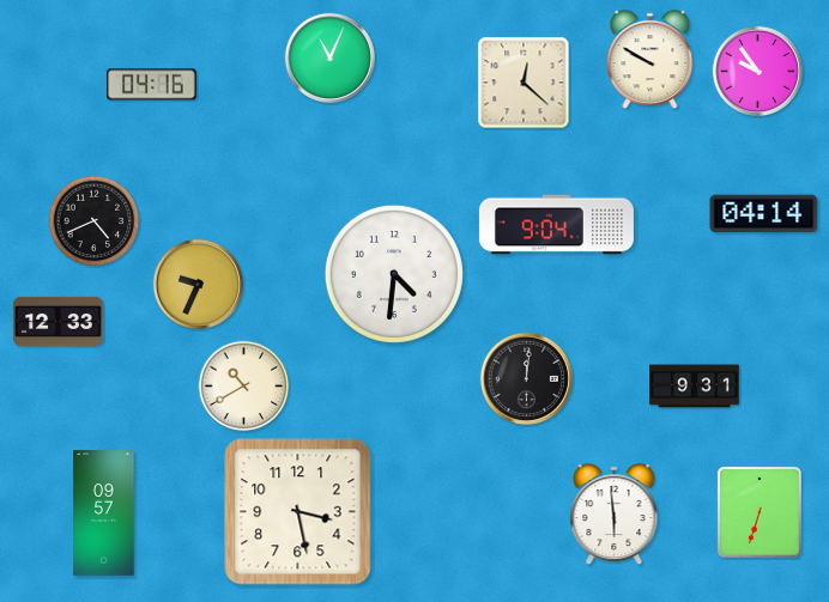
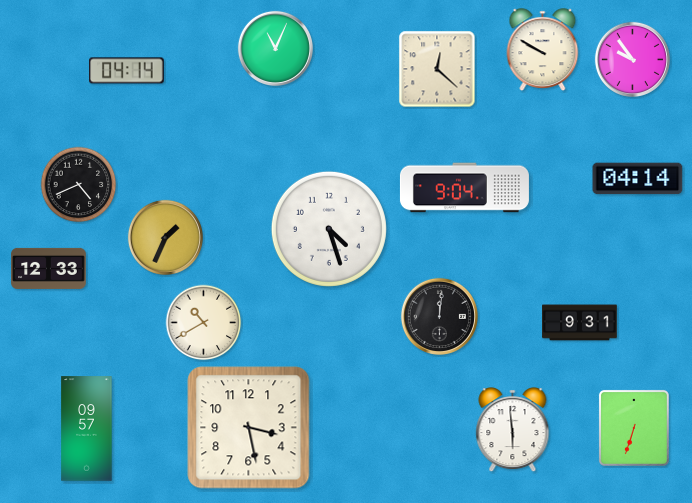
clock at (152, 85): 04:16 -> 04:14
clock at (394, 274): 4:31 -> 4:27
clock at (198, 284): 9:34 -> 1:34
